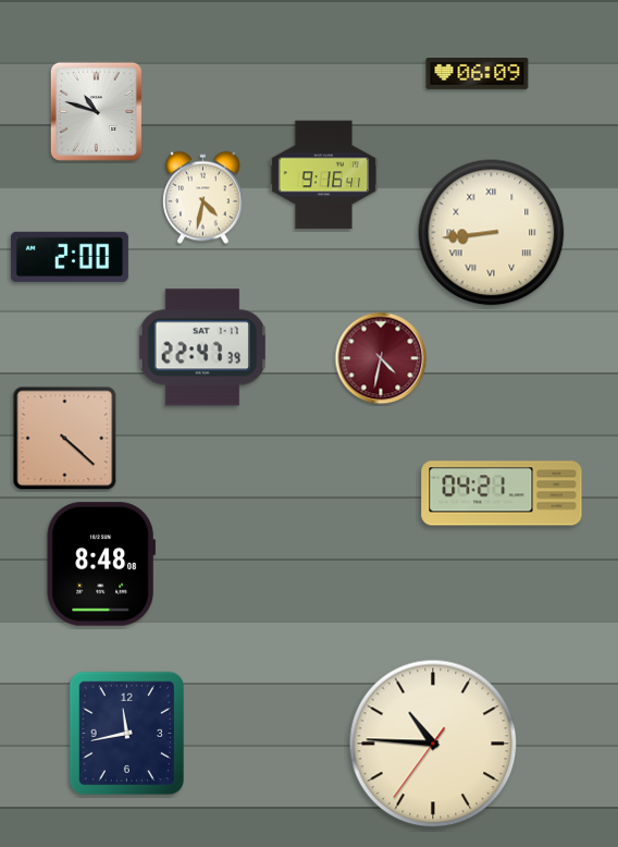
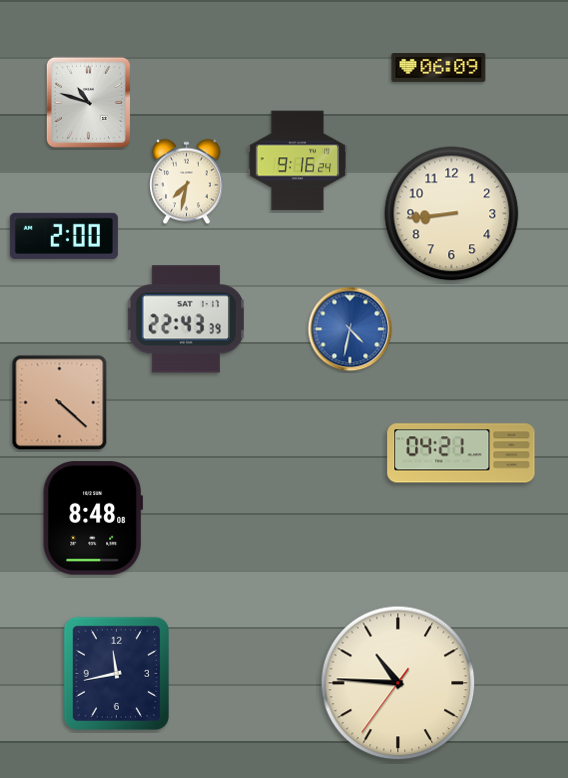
clock at (324, 175): 9:16:41 -> 9:16:24
clock at (203, 198): 4:32 -> 7:32
clock at (492, 233) numerals: Roman -> Arabic
clock at (202, 347): 22:47 -> 22:43
clock at (381, 358) dial: burgundy -> blue
